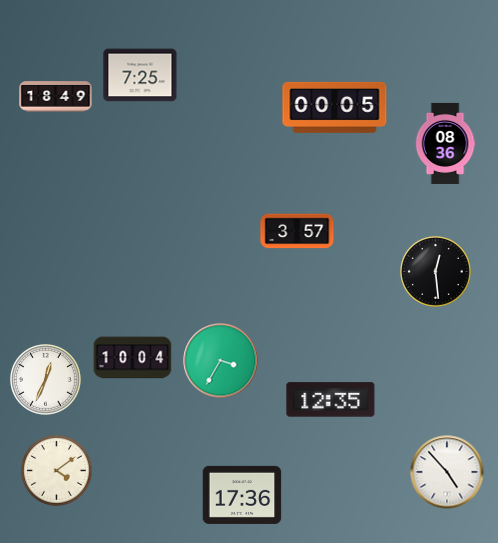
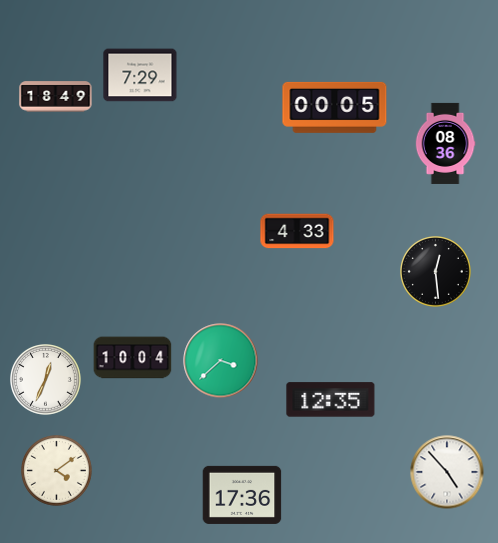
clock at (140, 75): 7:25 -> 7:29
clock at (297, 231): 3:57 -> 4:33
clock at (221, 361): 3:35 -> 3:38
